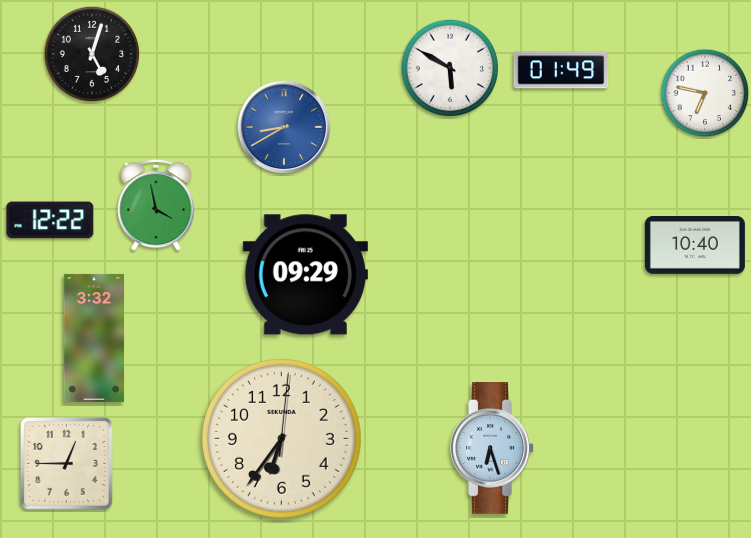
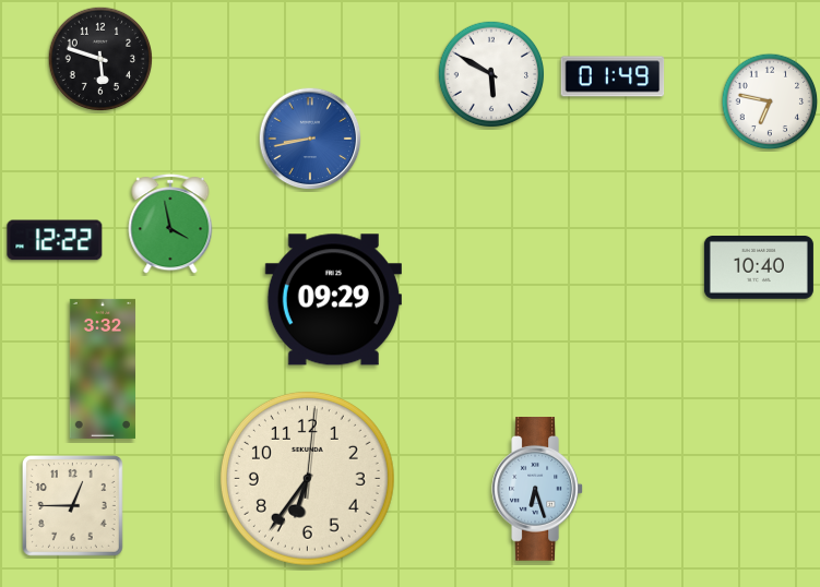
clock at (92, 54): 5:03 -> 5:48
clock at (284, 127): 8:40 -> 8:43
